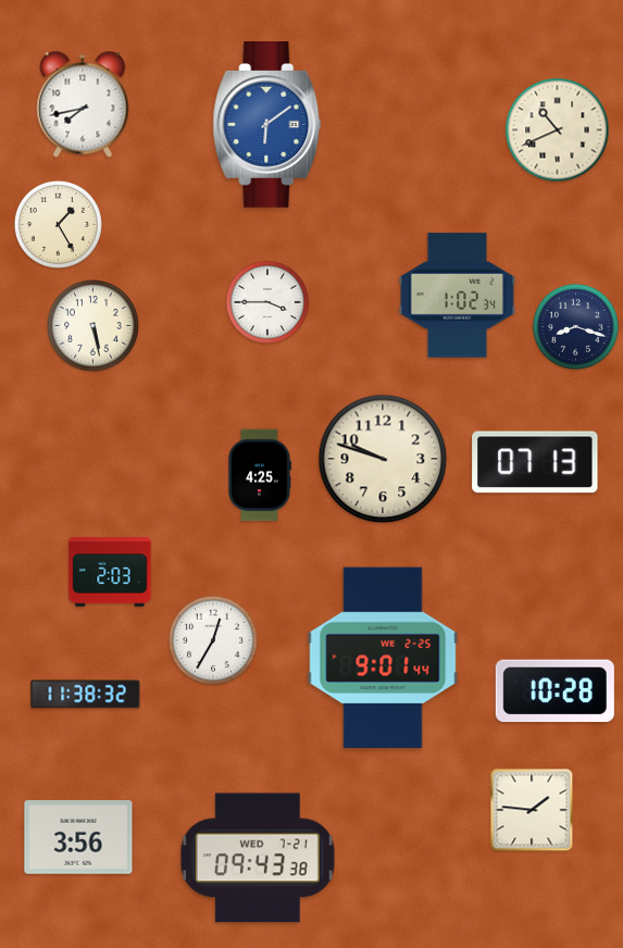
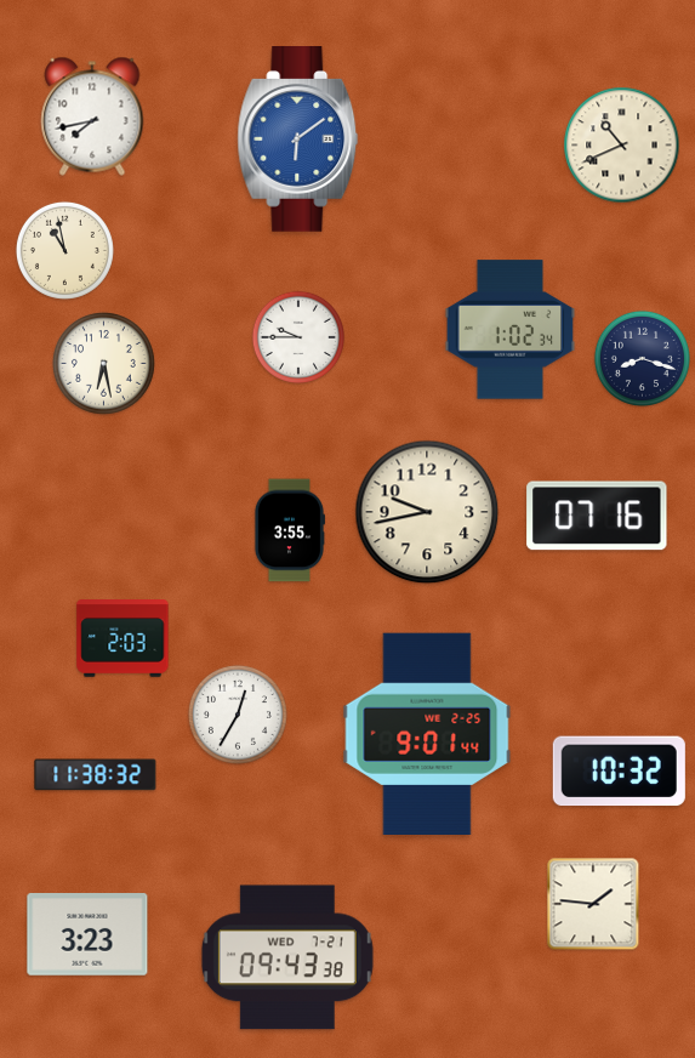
clock at (58, 224): 1:25 -> 10:58
clock at (266, 301): 3:45 -> 9:45
clock at (94, 326): 5:28 -> 6:28
clock at (575, 326) position: (575, 326) -> (642, 358)
clock at (383, 459): 9:48 -> 9:43
clock at (535, 462): 07:13 -> 07:16
clock at (259, 475): 4:25 -> 3:55
clock at (555, 691): 10:28 -> 10:32
clock at (78, 837): 3:56 -> 3:23
